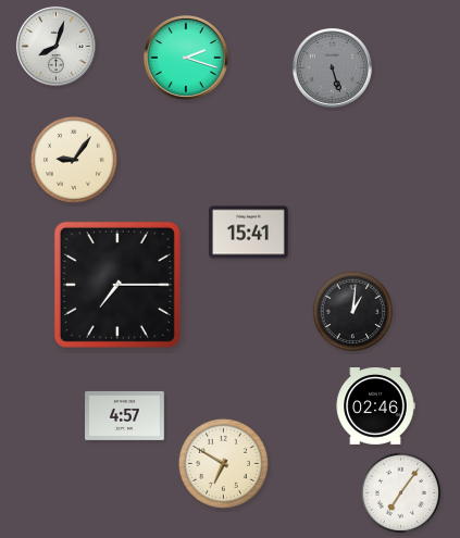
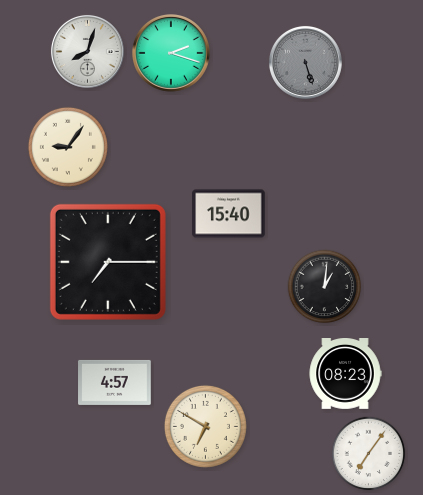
clock at (55, 46) position: (55, 46) -> (87, 51)
clock at (249, 233): 15:41 -> 15:40
clock at (375, 406): 02:46 -> 08:23
